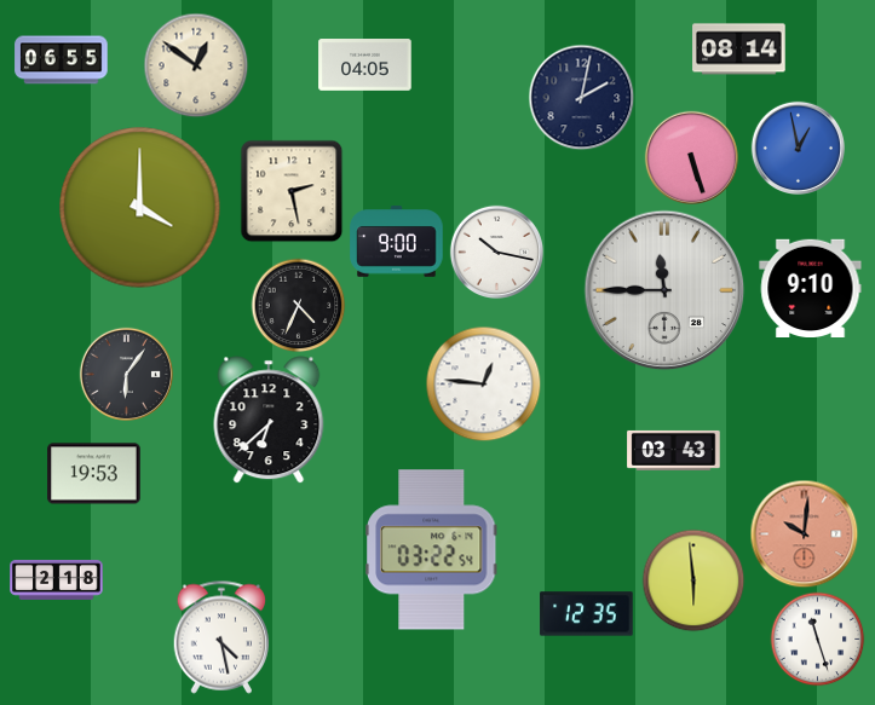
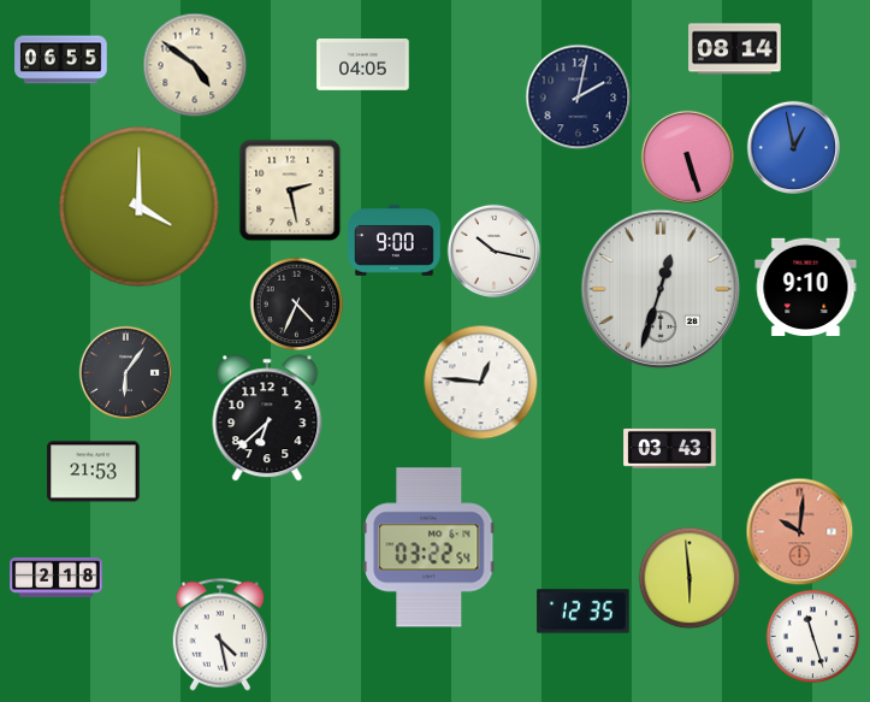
clock at (196, 65): 12:51 -> 4:51
clock at (664, 290): 11:45 -> 12:33
clock at (94, 474): 19:53 -> 21:53
